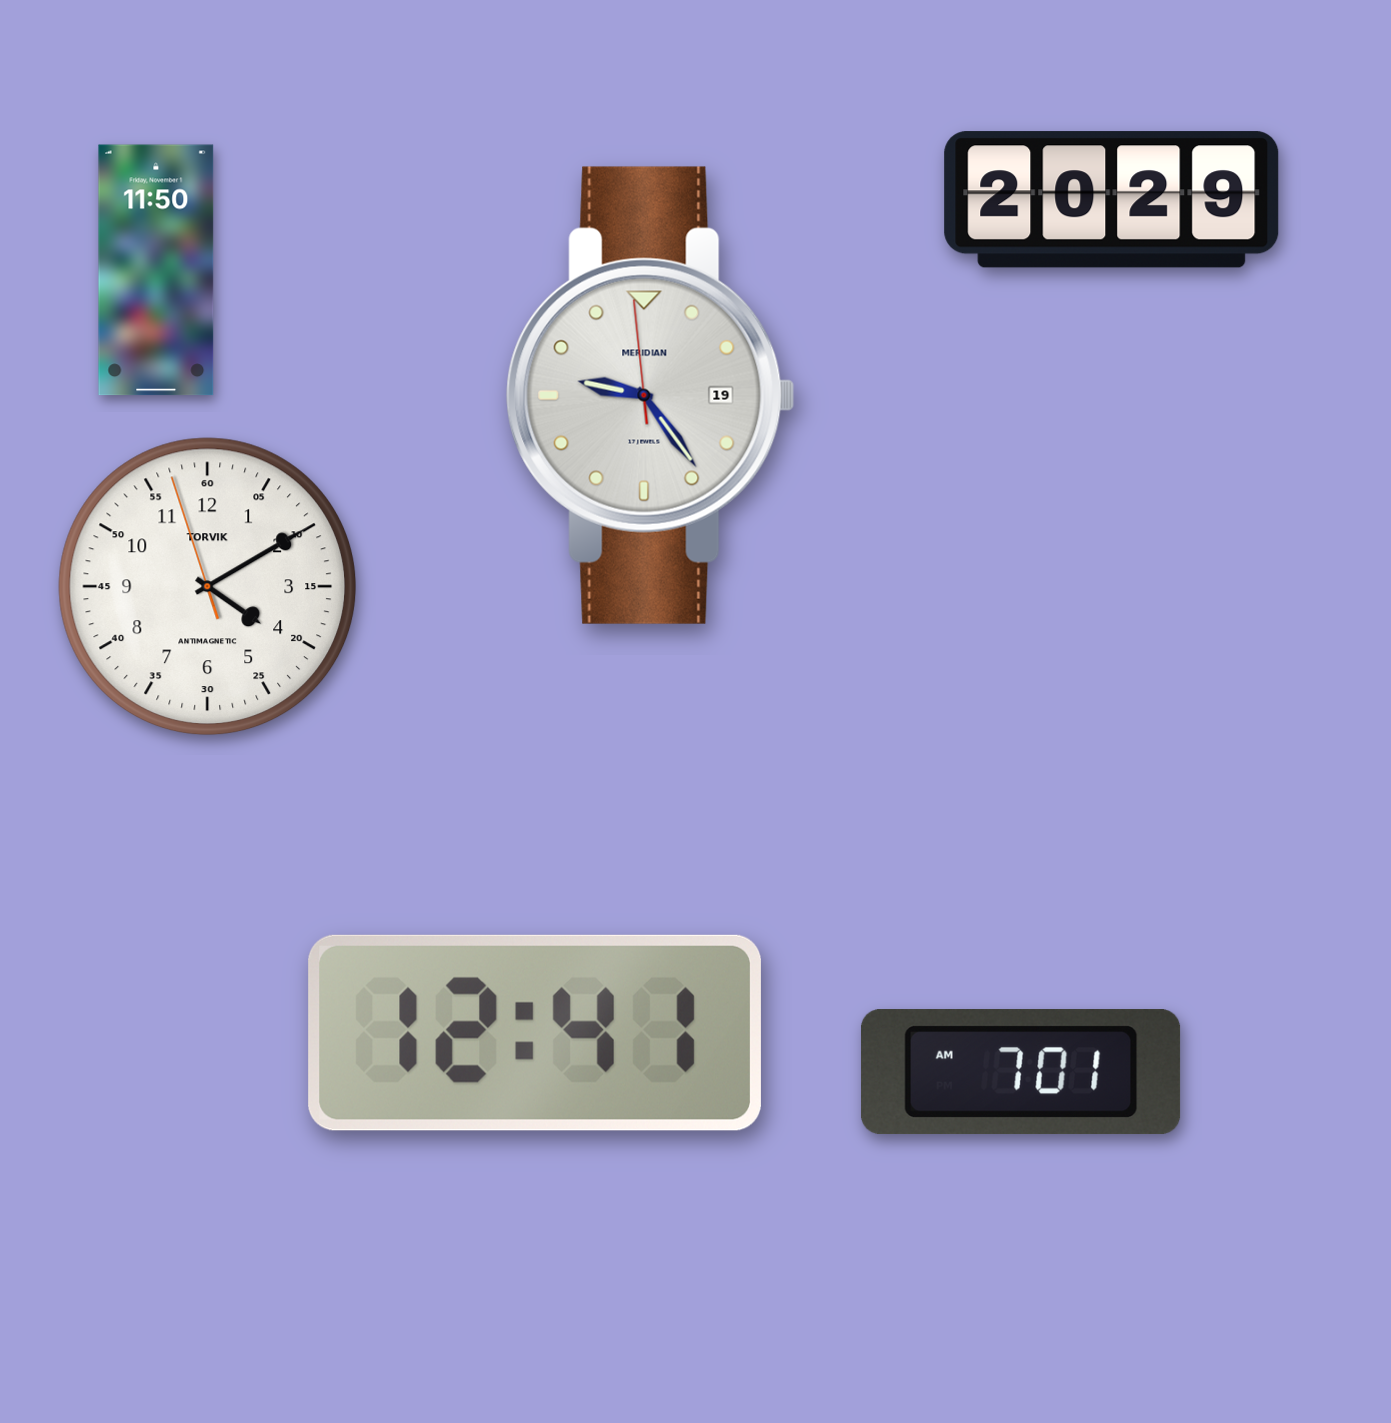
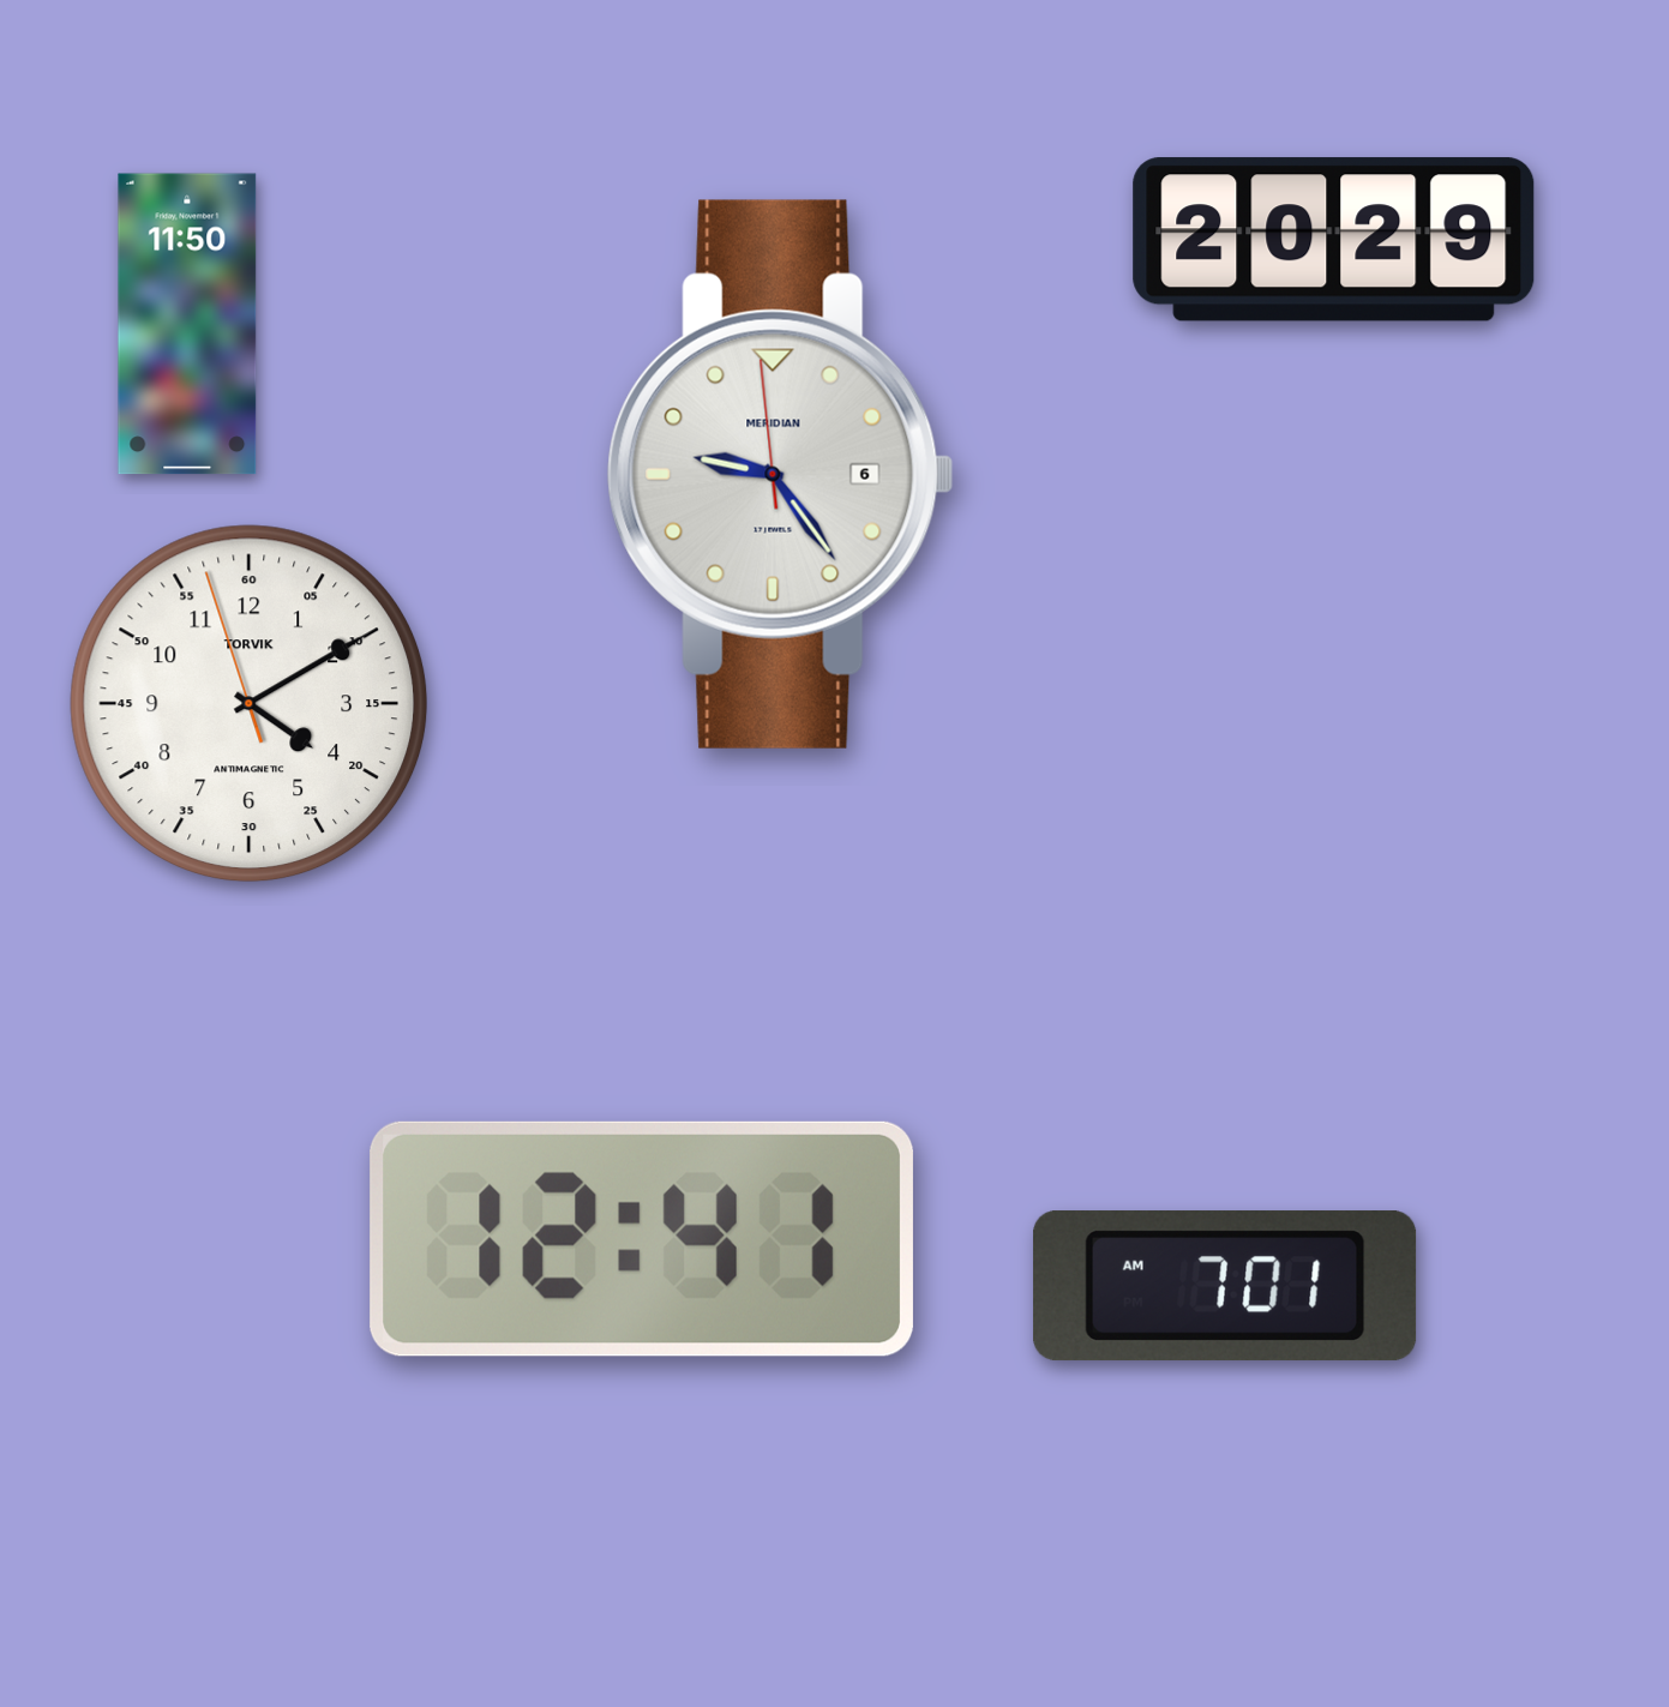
clock at (651, 395) date: 19 -> 6
